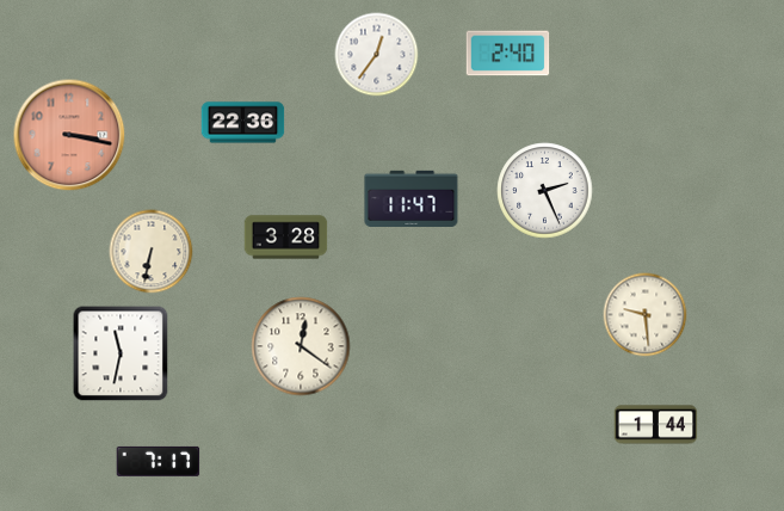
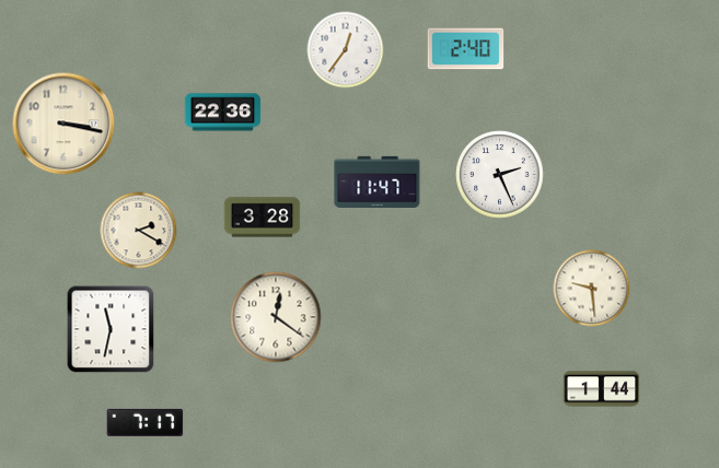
clock at (69, 135) dial: salmon -> cream
clock at (152, 252): 6:32 -> 2:20
clock at (121, 353) position: (121, 353) -> (111, 329)
